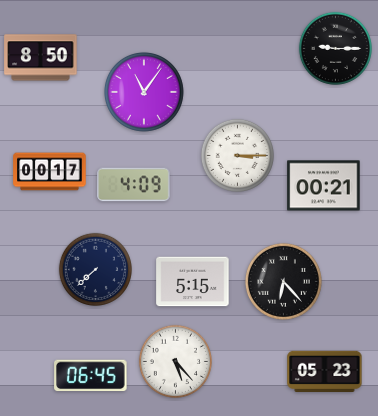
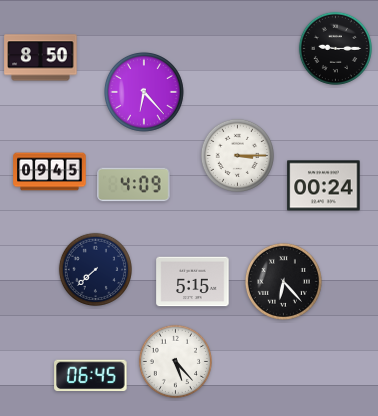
clock at (144, 92): 11:06 -> 6:23
clock at (50, 172): 00:17 -> 09:45
clock at (324, 186): 00:21 -> 00:24
clock at (325, 371): 05:23 -> none
